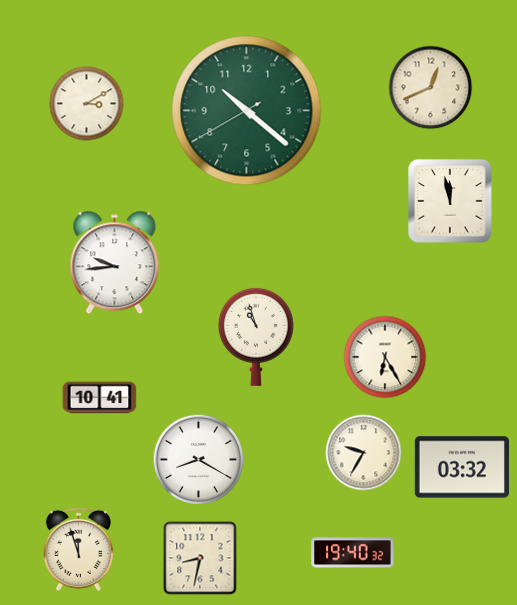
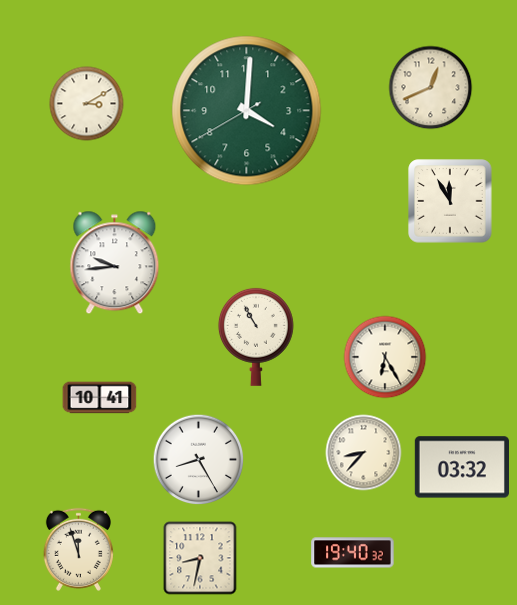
clock at (247, 111): 10:21 -> 4:00
clock at (450, 201): 11:58 -> 11:55
clock at (256, 337): 10:57 -> 10:55
clock at (364, 453): 9:35 -> 8:37
clock at (199, 460): 8:20 -> 8:25
